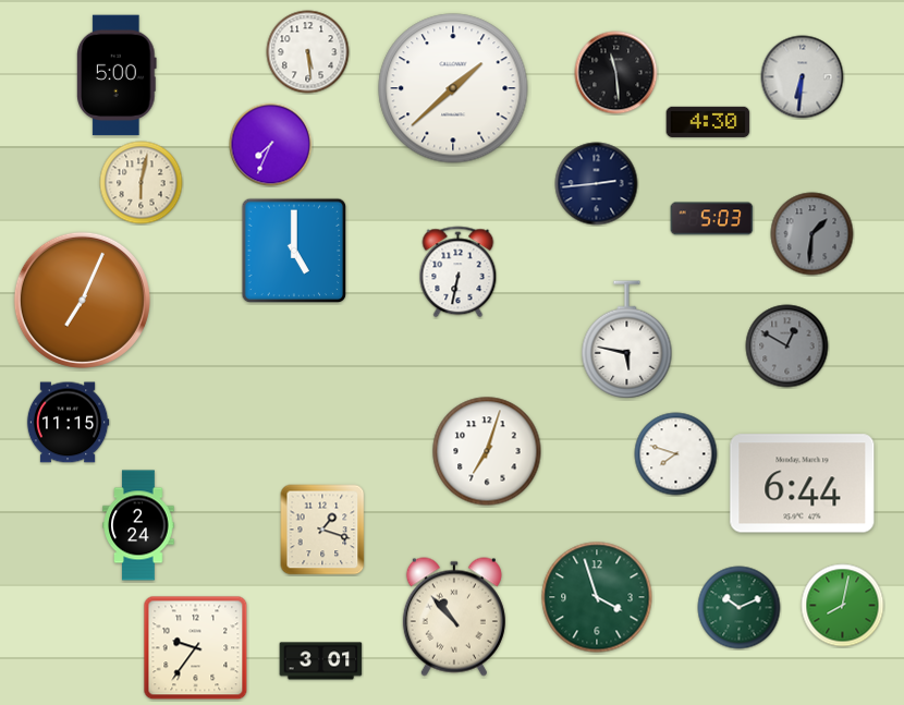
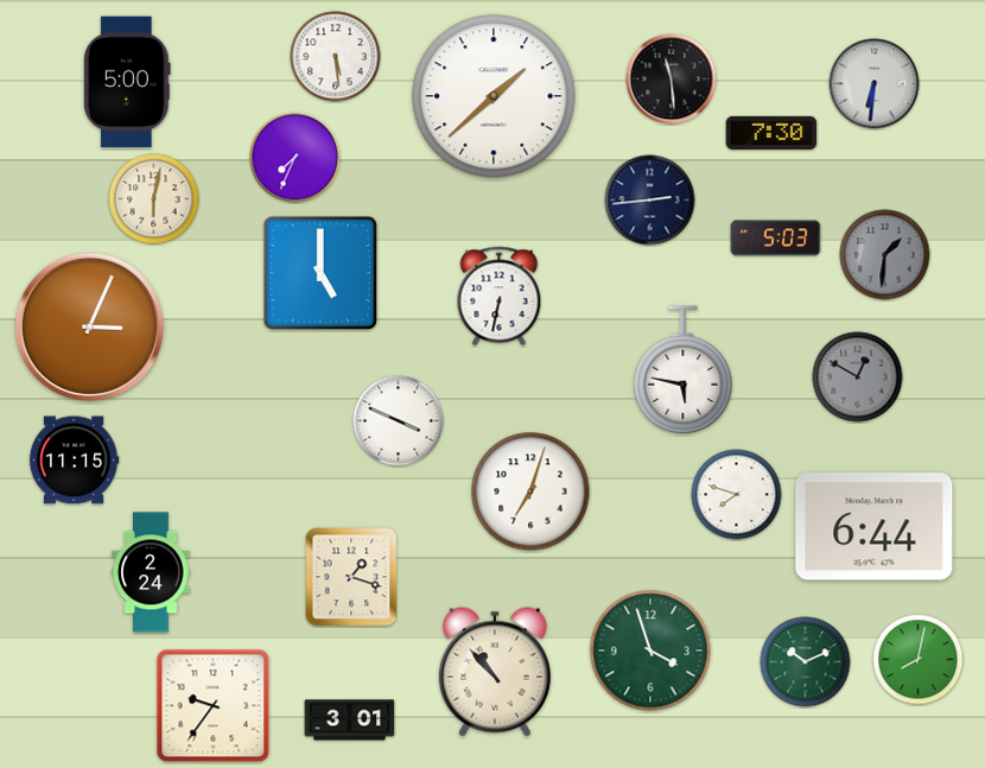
clock at (708, 121): 4:30 -> 7:30
clock at (82, 300): 7:04 -> 3:04
clock at (399, 421): none -> 3:49
